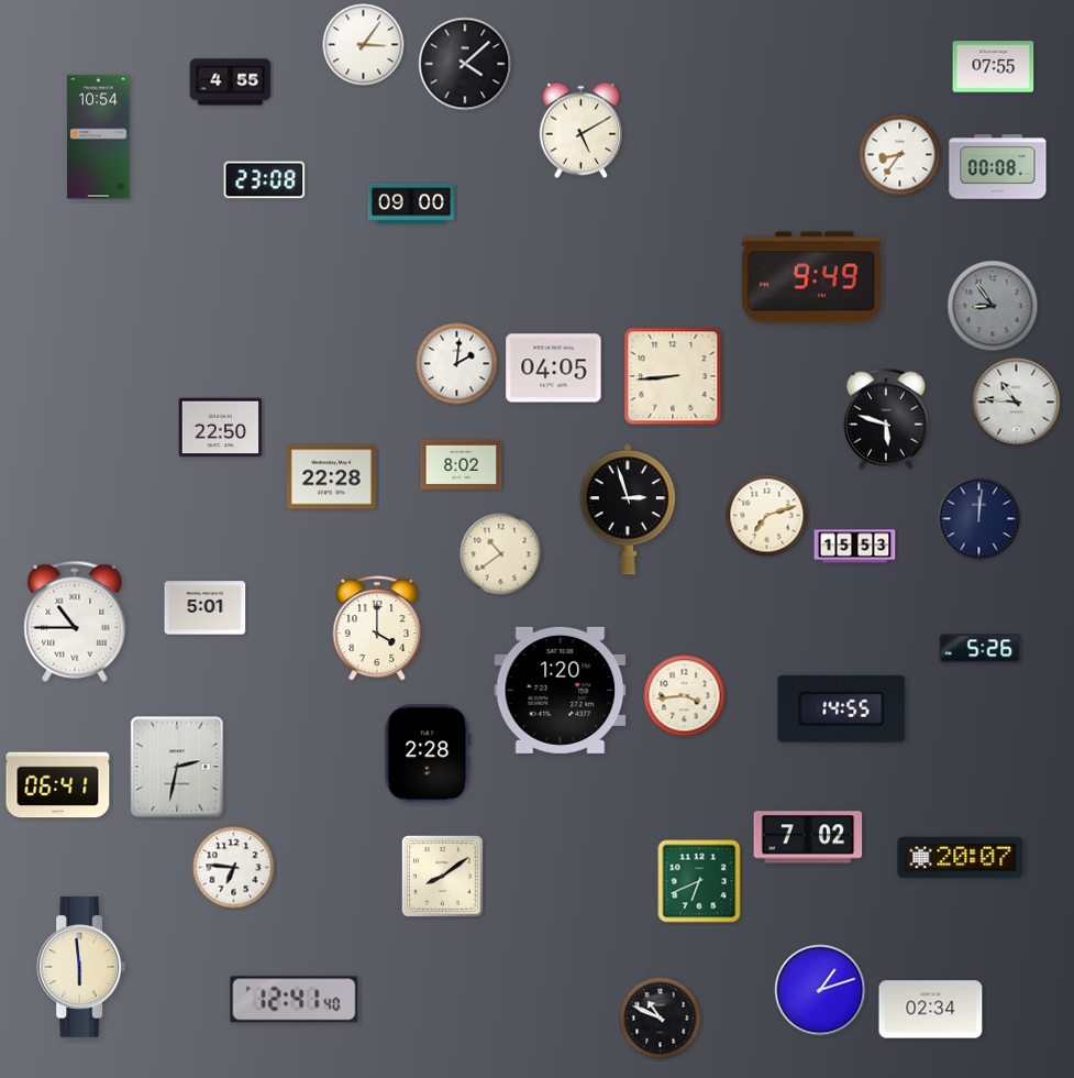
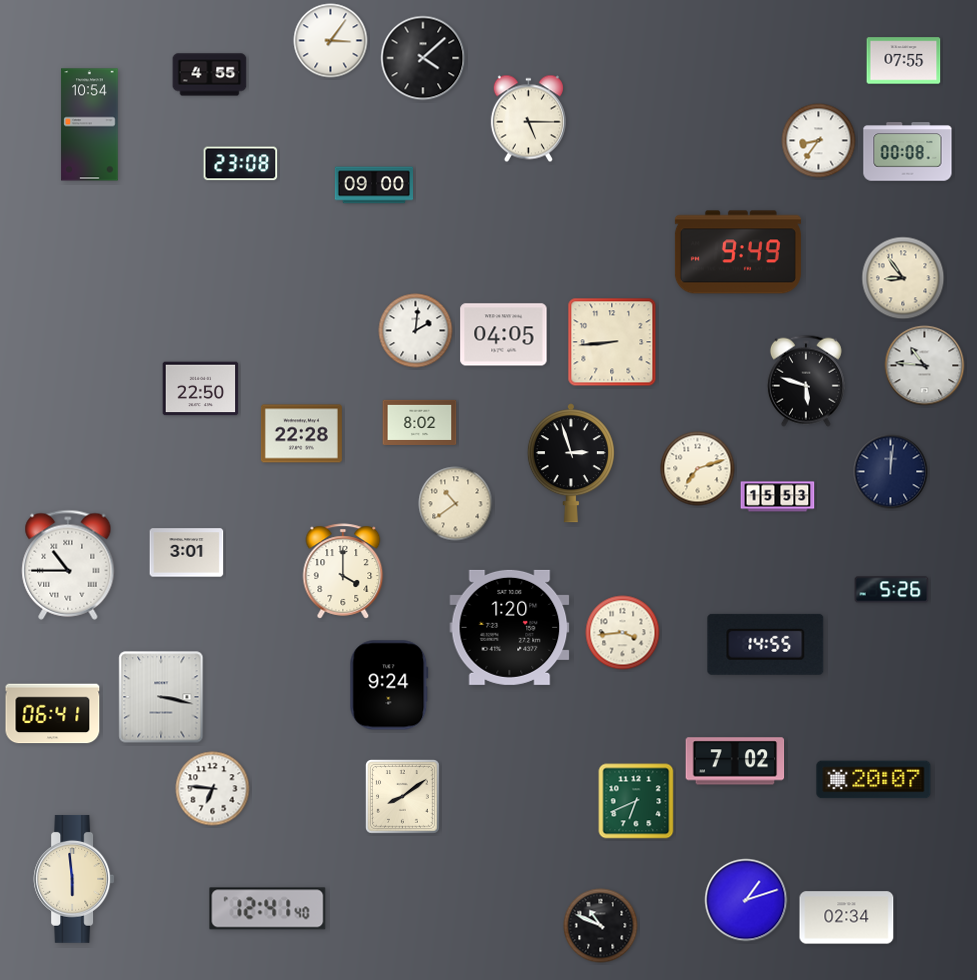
clock at (580, 131): 5:10 -> 5:15
clock at (993, 306) dial: grey -> cream
clock at (206, 608): 5:01 -> 3:01
clock at (428, 754): 2:28 -> 9:24
clock at (177, 767): 2:32 -> 3:17
